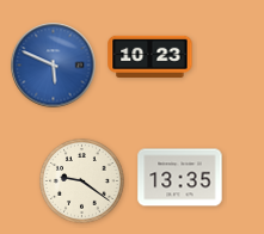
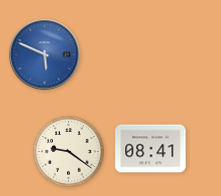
clock at (151, 56): 10:23 -> none
clock at (180, 178): 13:35 -> 08:41
